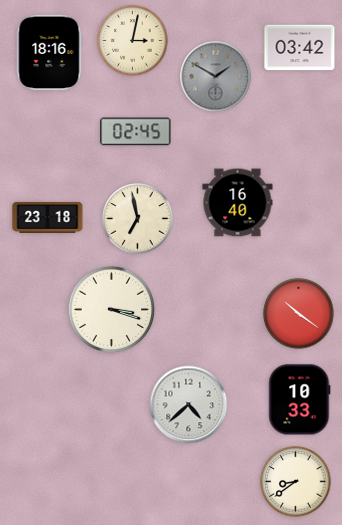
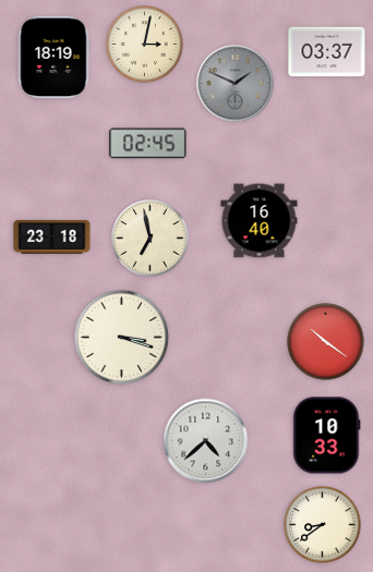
clock at (300, 48): 03:42 -> 03:37
clock at (49, 53): 18:16 -> 18:19
clock at (216, 77): 1:50 -> 1:49
